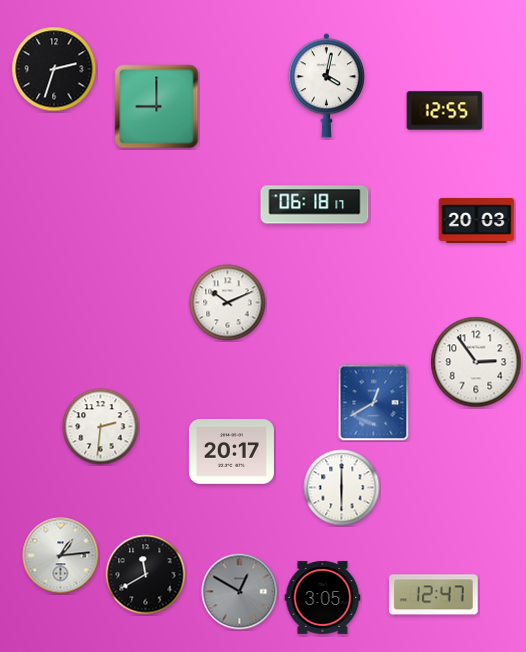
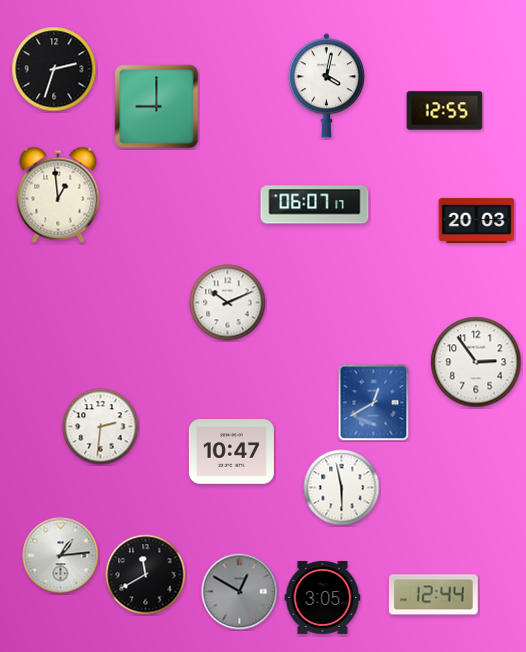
clock at (58, 195): none -> 12:59
clock at (315, 205): 06:18 -> 06:07
clock at (231, 452): 20:17 -> 10:47
clock at (342, 488): 6:00 -> 5:58
clock at (433, 595): 12:47 -> 12:44
